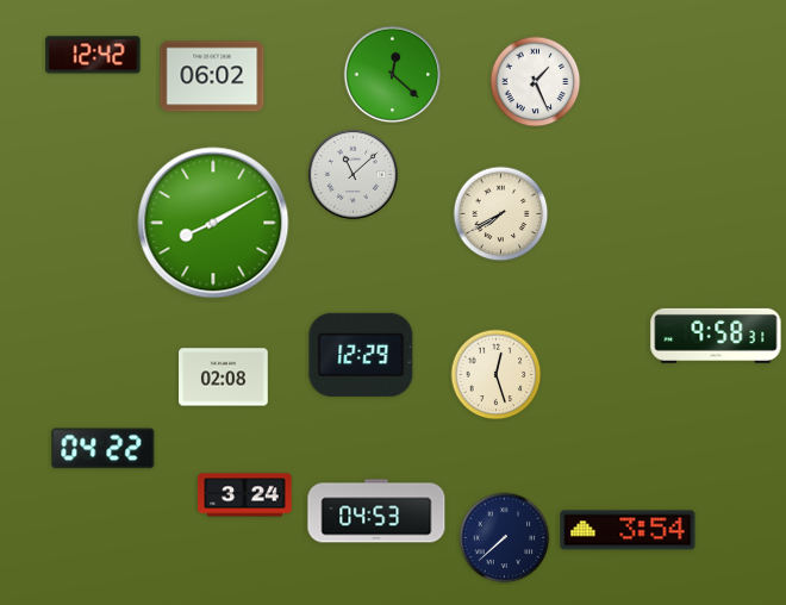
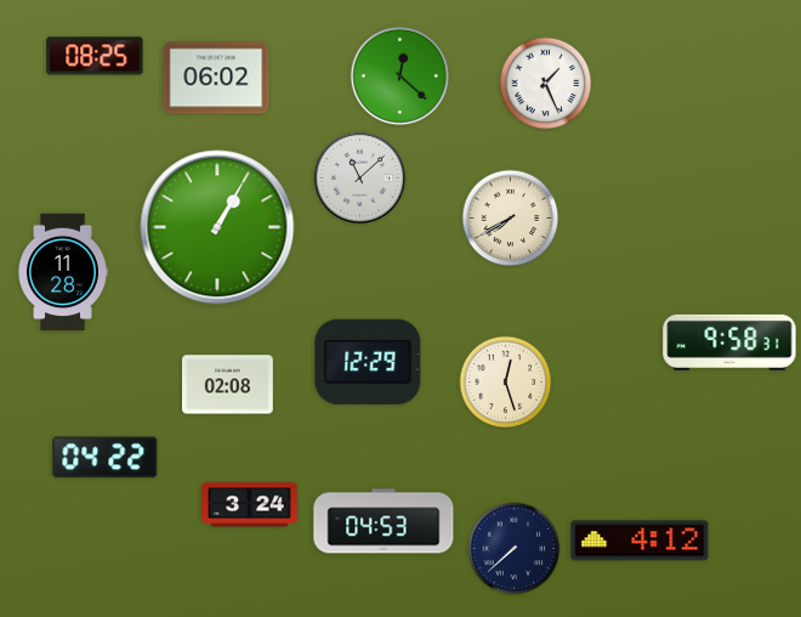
clock at (93, 55): 12:42 -> 08:25
clock at (213, 223): 8:10 -> 1:05
clock at (63, 272): none -> 11:28
clock at (628, 530): 3:54 -> 4:12
